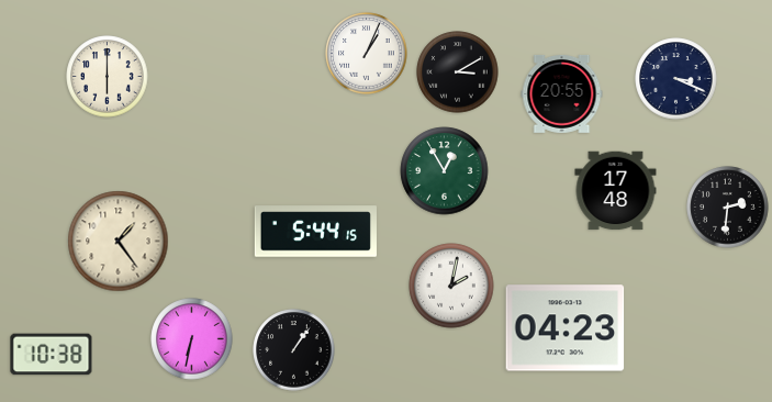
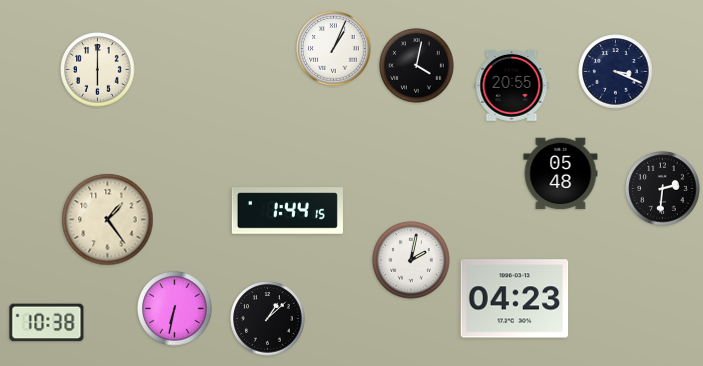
clock at (458, 72): 3:10 -> 4:02
clock at (445, 171): 12:55 -> none
clock at (616, 191): 17:48 -> 05:48
clock at (315, 232): 5:44 -> 1:44
clock at (294, 350): 1:06 -> 1:08
